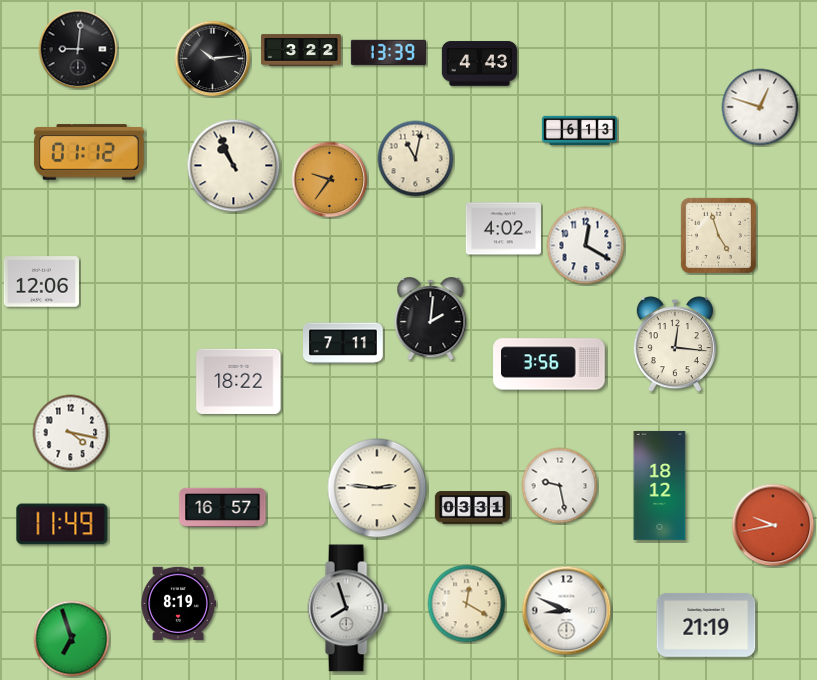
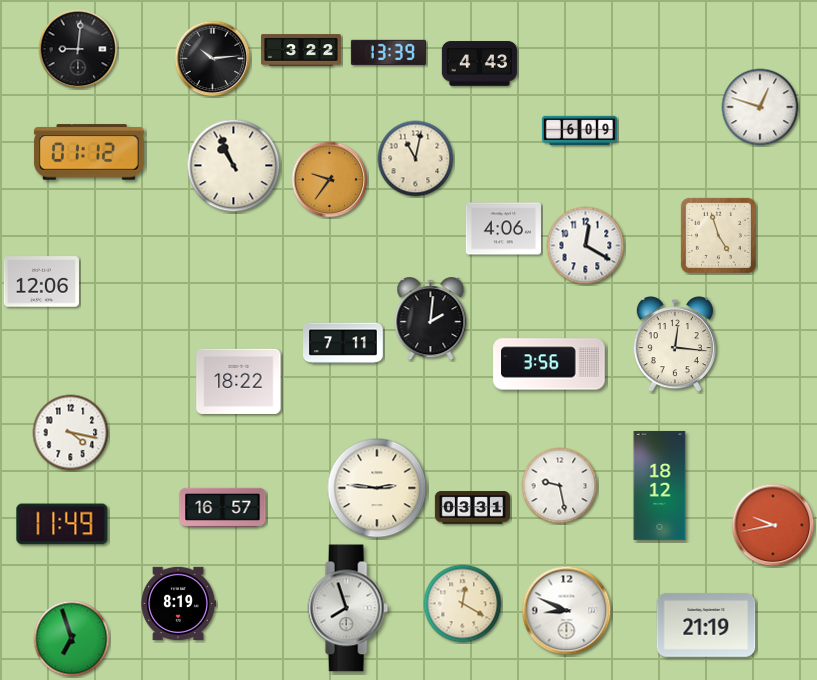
clock at (579, 131): 6:13 -> 6:09
clock at (503, 229): 4:02 -> 4:06
clock at (467, 604) position: (467, 604) -> (463, 604)
